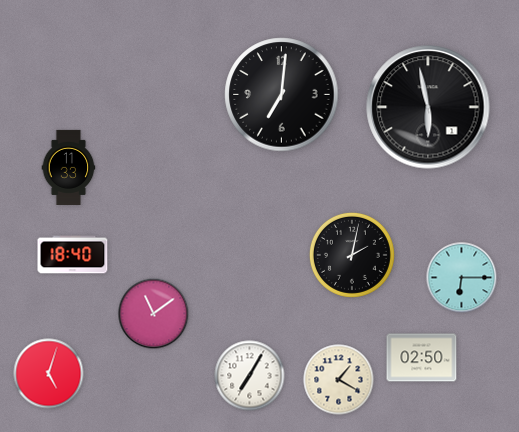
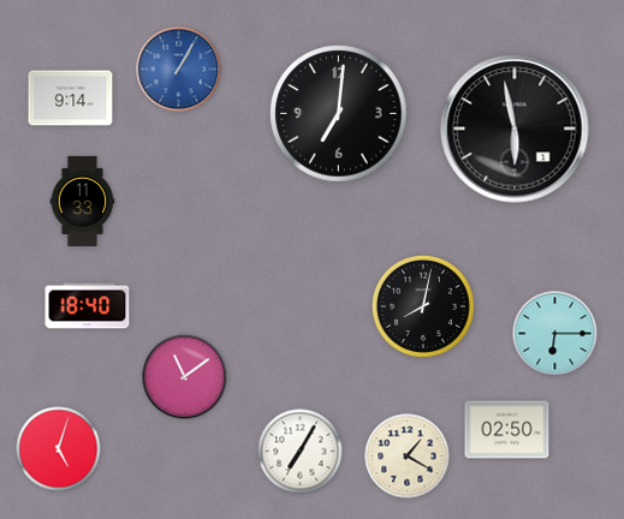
clock at (179, 70): none -> 1:05
clock at (71, 99): none -> 9:14
clock at (352, 255): 2:02 -> 8:02
